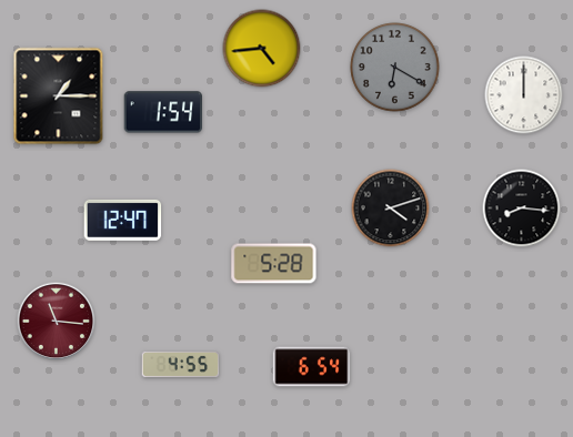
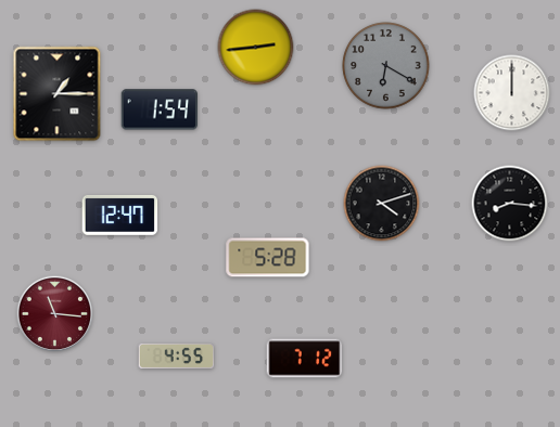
clock at (262, 49): 4:44 -> 2:44
clock at (312, 367): 6:54 -> 7:12
